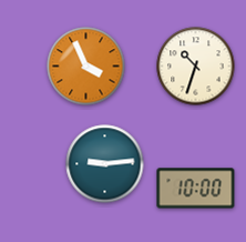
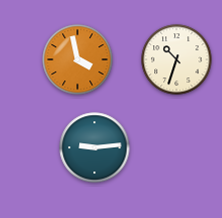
clock at (86, 67): 3:56 -> 3:58
clock at (196, 189): 10:00 -> none
